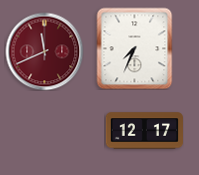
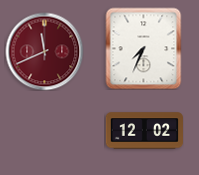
clock at (135, 48) position: (135, 48) -> (144, 48)
clock at (144, 131): 12:17 -> 12:02
